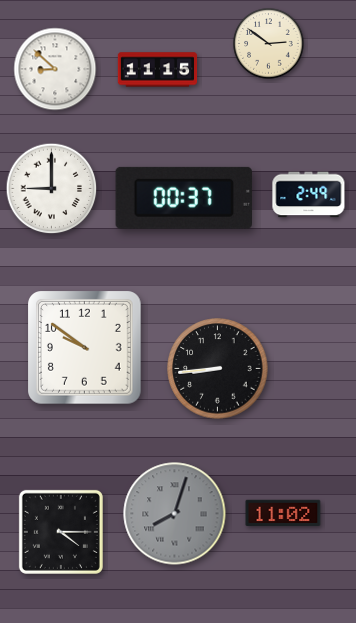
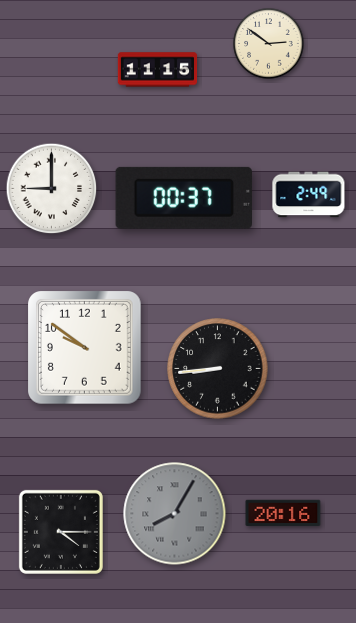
clock at (55, 69): 8:52 -> none
clock at (283, 513): 11:02 -> 20:16
clock at (175, 514): 8:03 -> 8:05
